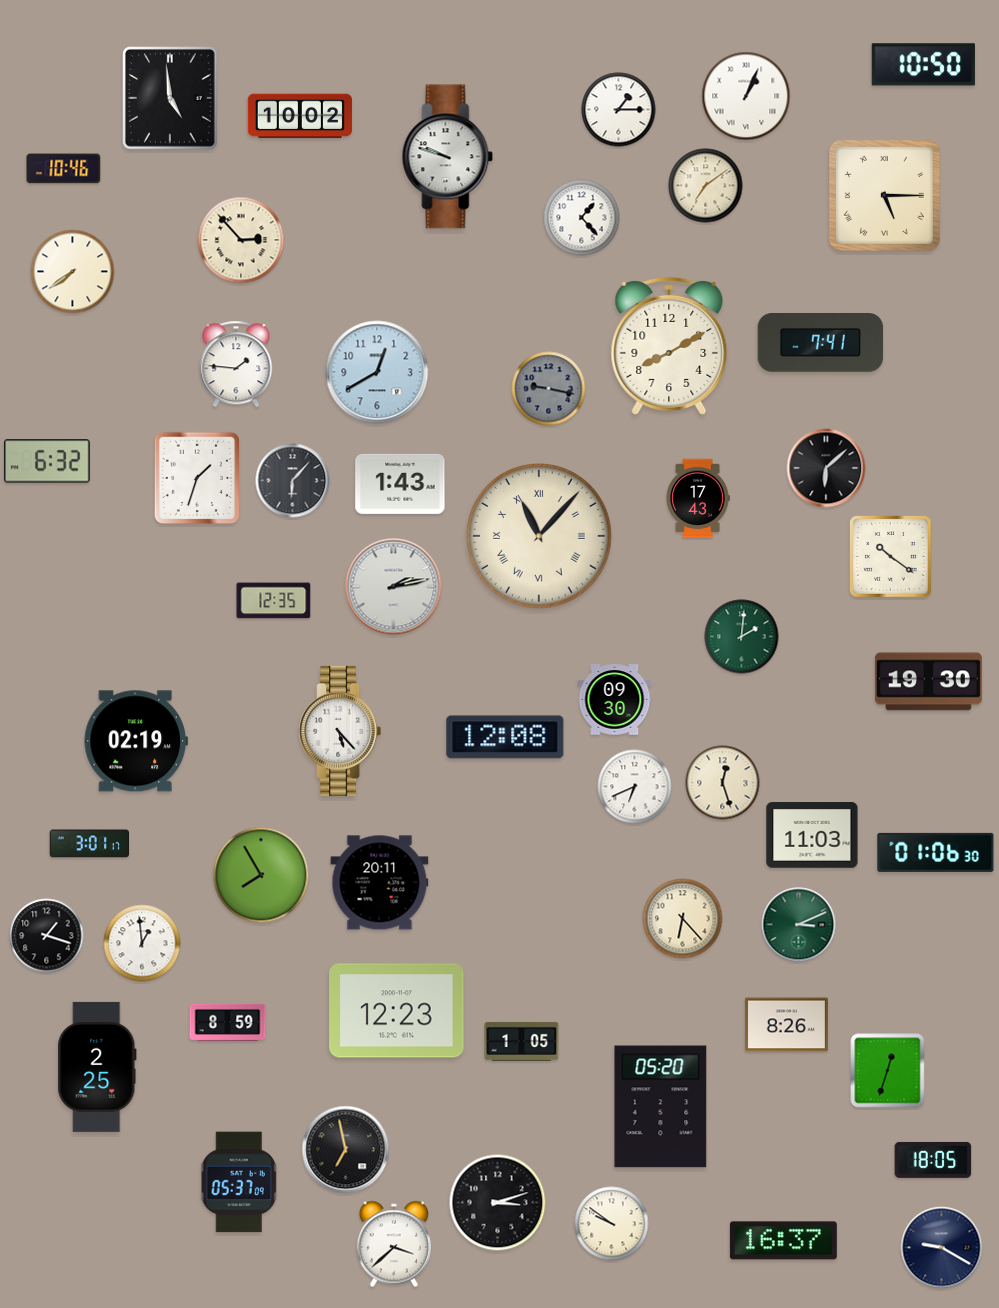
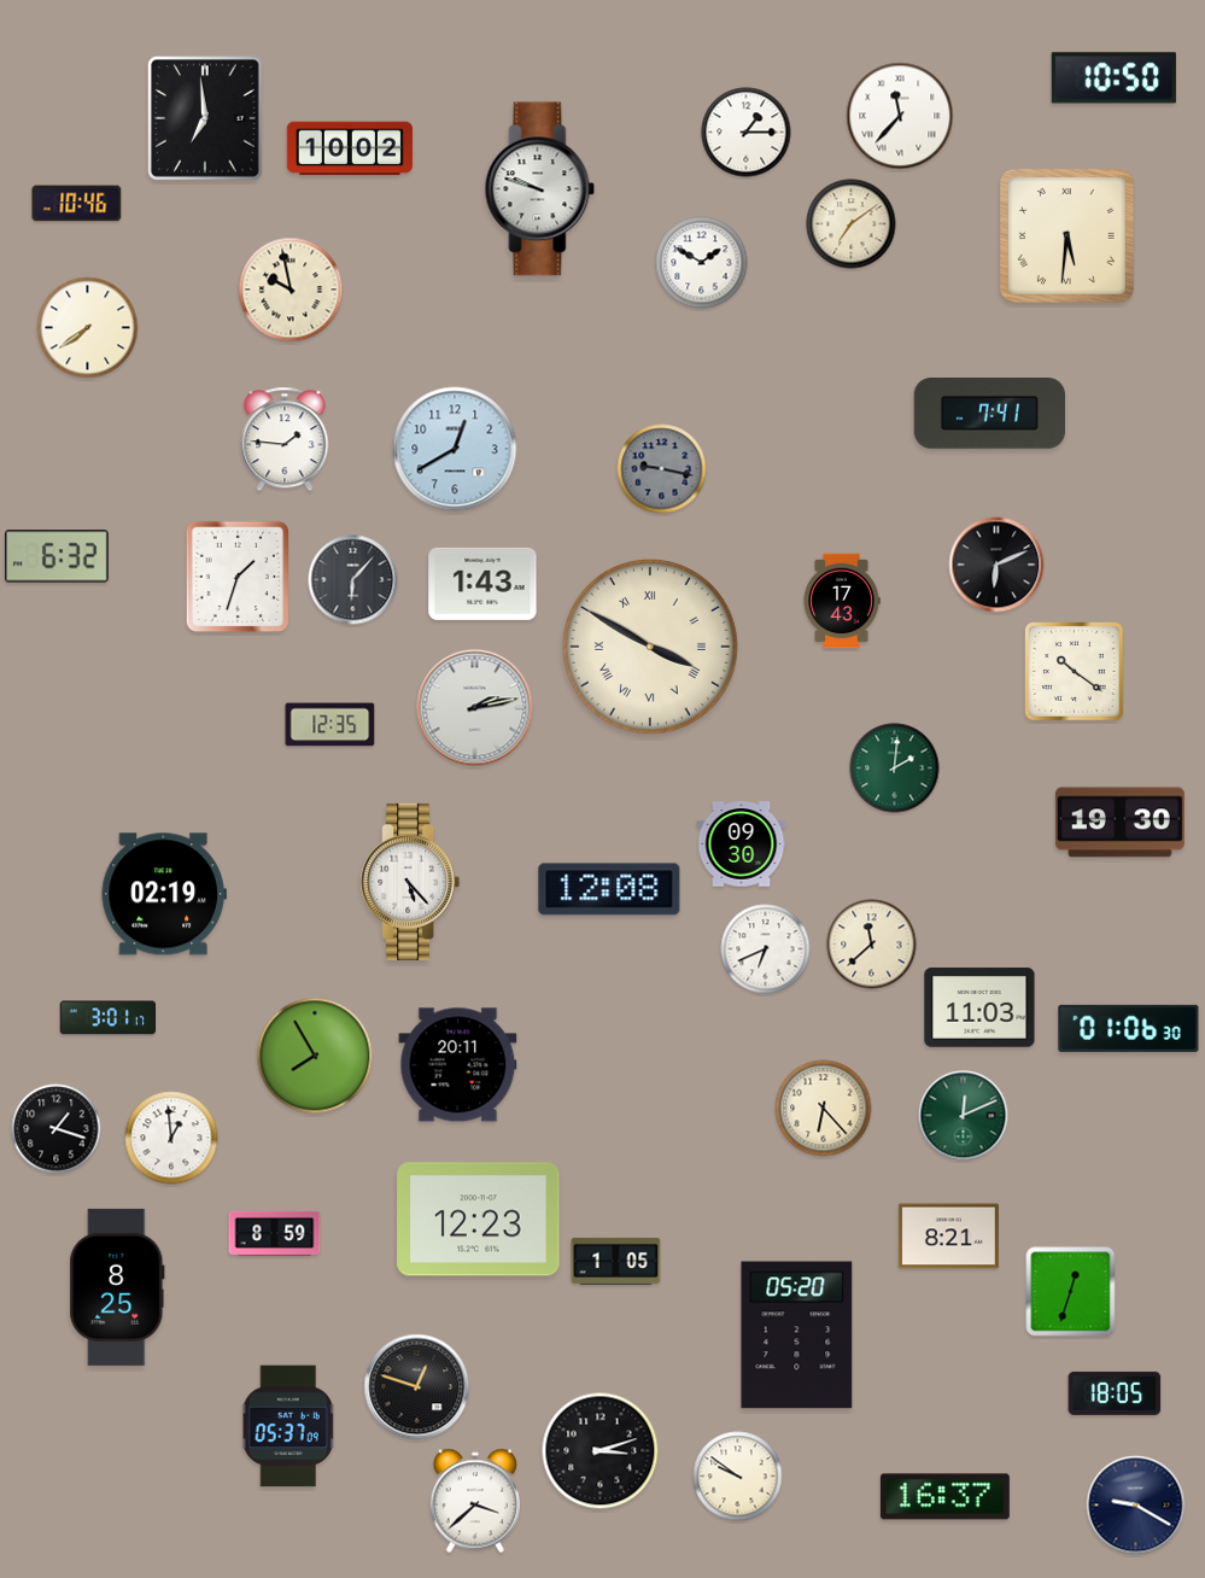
clock at (746, 96): 1:04 -> 11:37
clock at (171, 99): 4:59 -> 6:59
clock at (300, 116) position: (300, 116) -> (350, 148)
clock at (884, 195): 5:15 -> 5:31
clock at (582, 218): 1:23 -> 1:50
clock at (241, 240): 2:53 -> 9:58
clock at (669, 346): 8:10 -> none
clock at (826, 468): 6:08 -> 6:11
clock at (540, 537): 11:07 -> 3:50
clock at (723, 783): 12:27 -> 11:38
clock at (799, 925): 3:11 -> 12:11
clock at (786, 1025): 8:26 -> 8:21
clock at (522, 1041) position: (522, 1041) -> (616, 1261)
clock at (97, 1067): 2:25 -> 8:25
clock at (346, 1150): 6:58 -> 12:48
clock at (933, 1160) position: (933, 1160) -> (1115, 1393)
